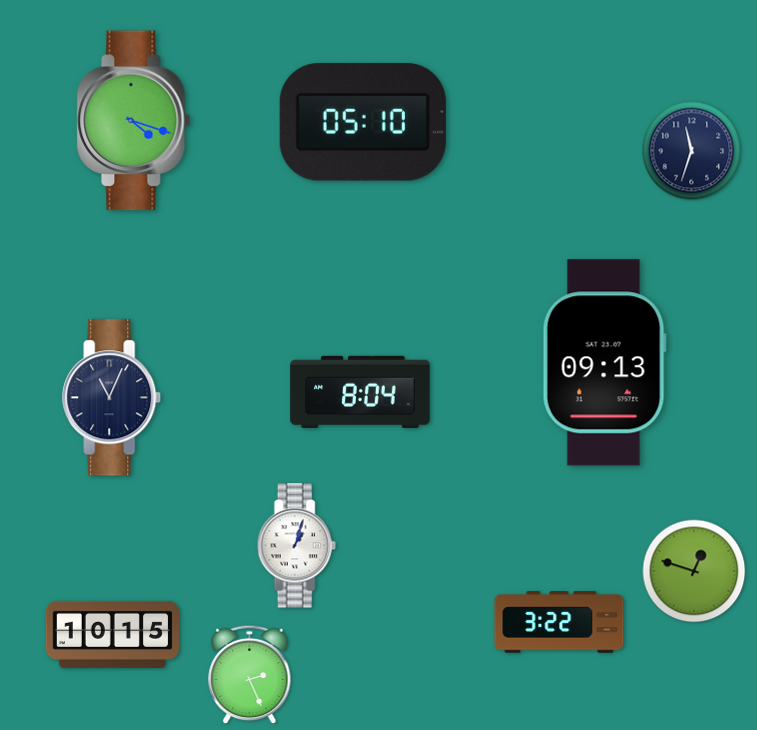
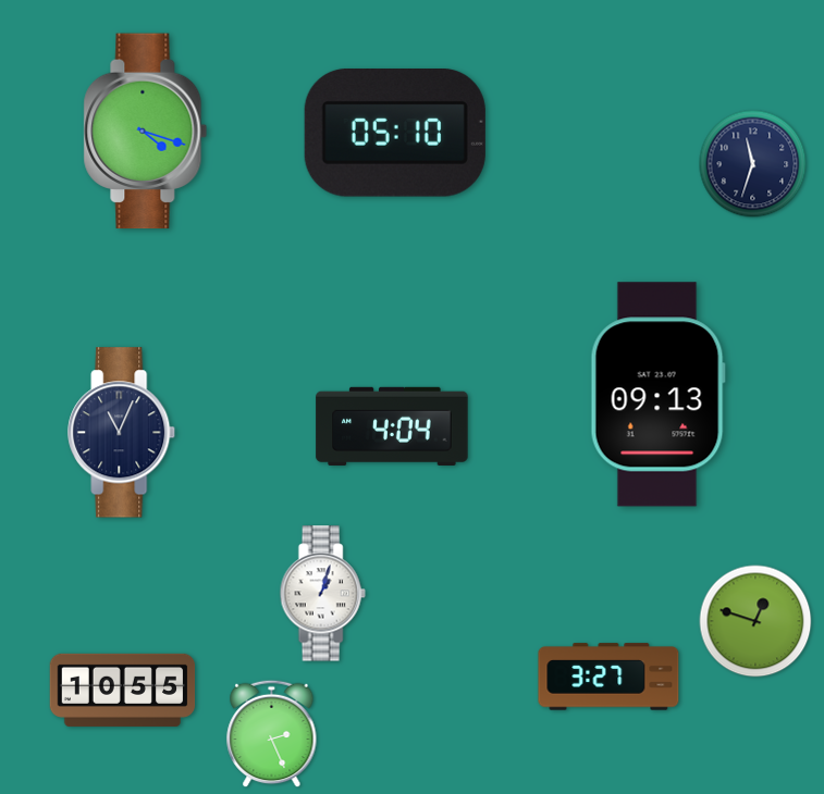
clock at (360, 392): 8:04 -> 4:04
clock at (559, 622): 3:22 -> 3:27
clock at (113, 634): 10:15 -> 10:55
